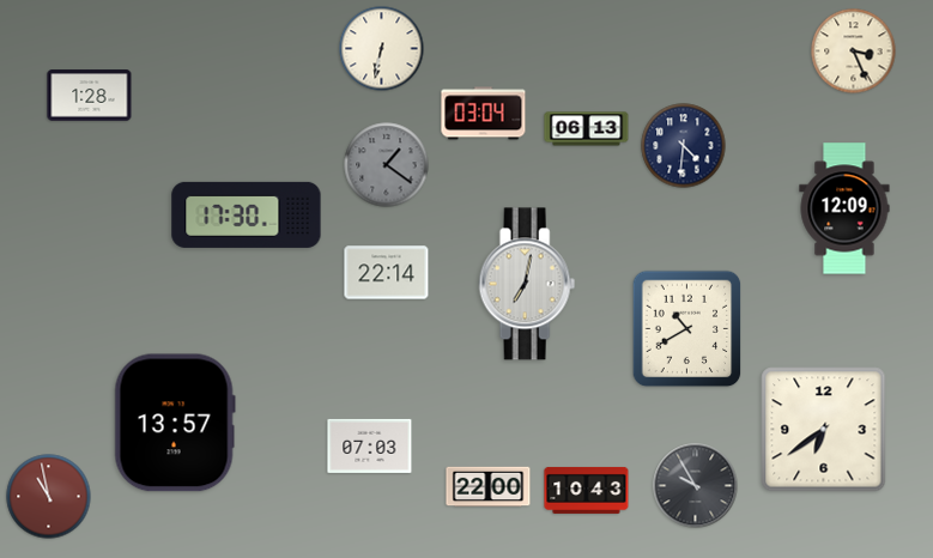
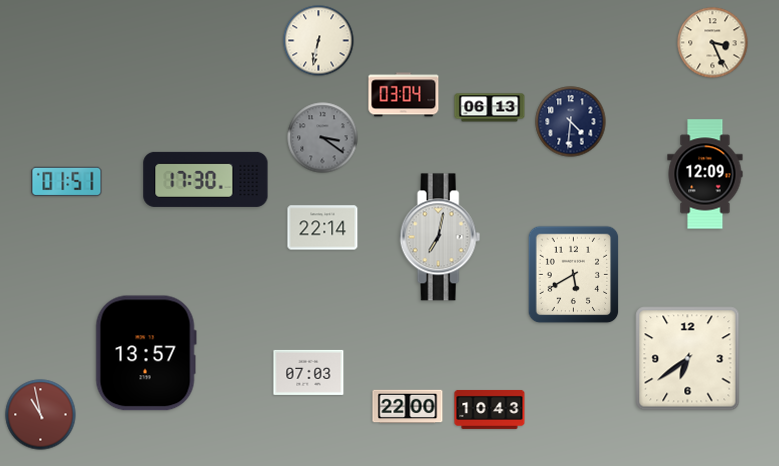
clock at (90, 96): 1:28 -> none
clock at (387, 165): 1:21 -> 3:21
clock at (67, 182): none -> 01:51
clock at (687, 329): 10:40 -> 5:40
clock at (696, 486): 9:55 -> none
